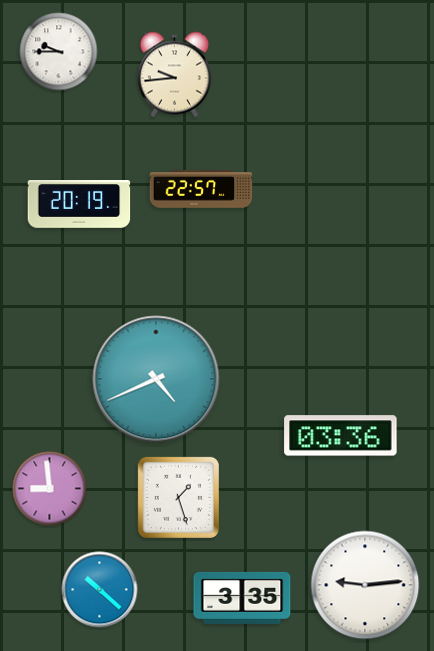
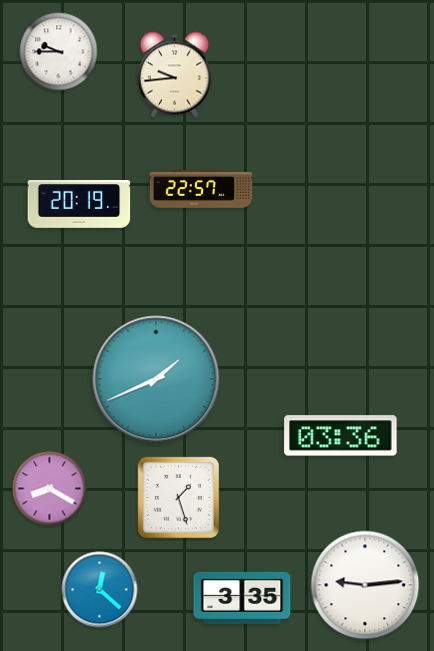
clock at (156, 379): 4:41 -> 1:41
clock at (50, 489): 8:59 -> 8:20
clock at (100, 590): 10:22 -> 12:22
